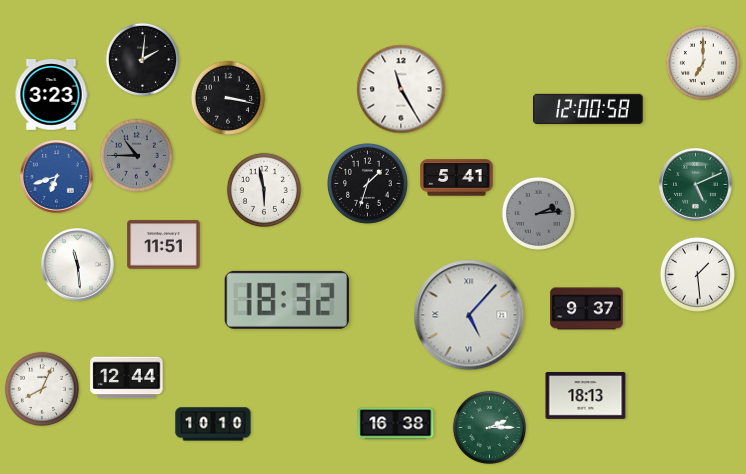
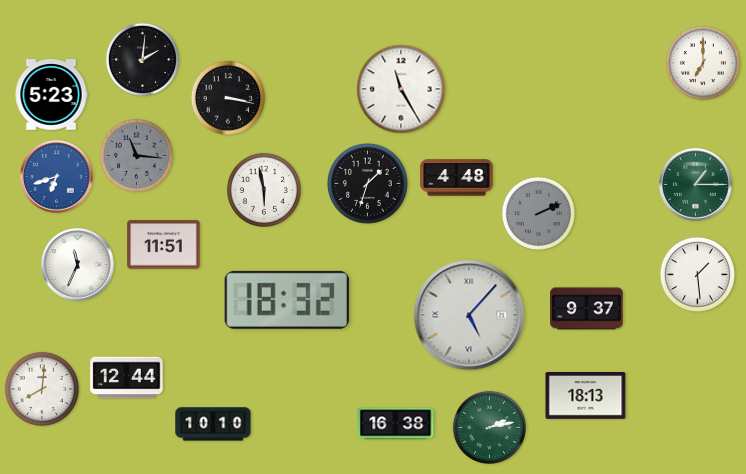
clock at (51, 95): 3:23 -> 5:23
clock at (589, 108): 12:00 -> none
clock at (136, 155): 10:45 -> 11:16
clock at (457, 178): 5:41 -> 4:48
clock at (696, 185): 5:11 -> 1:15
clock at (538, 213): 2:14 -> 2:11
clock at (78, 265): 11:29 -> 11:34
clock at (42, 389): 8:04 -> 8:01
clock at (489, 427): 2:15 -> 2:13
